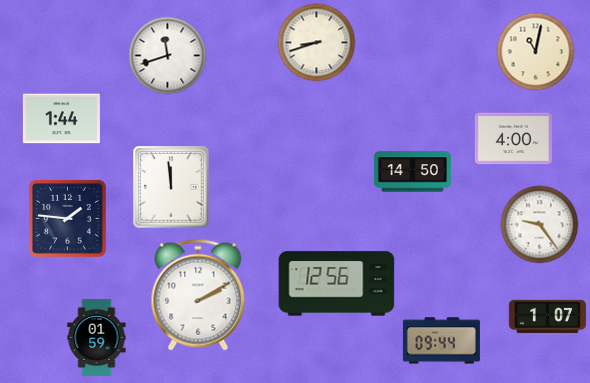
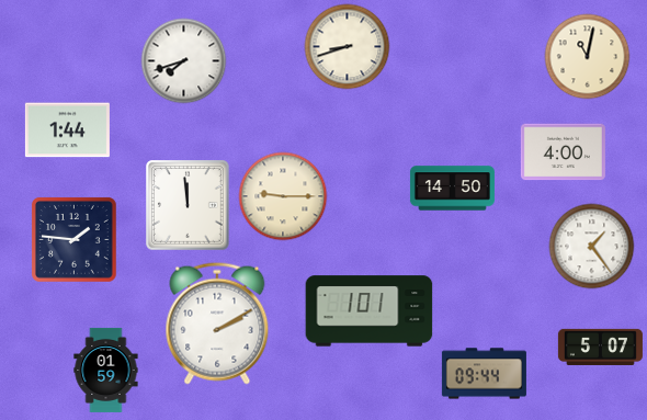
clock at (167, 55): 11:42 -> 7:42
clock at (283, 196): none -> 9:15
clock at (539, 224): 9:24 -> 1:24
clock at (337, 284): 12:56 -> 1:01
clock at (547, 316): 1:07 -> 5:07
